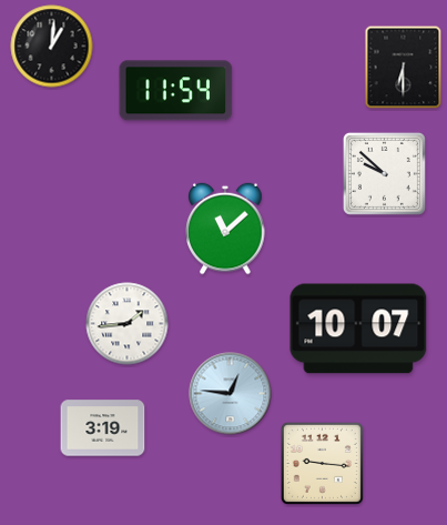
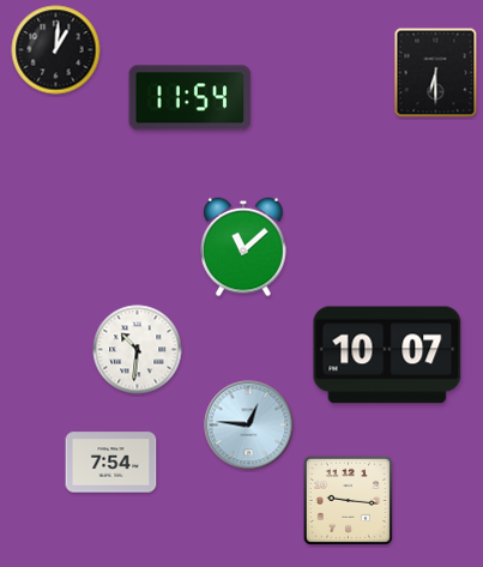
clock at (384, 173): 9:52 -> none
clock at (128, 324): 1:44 -> 10:31
clock at (103, 428): 3:19 -> 7:54
